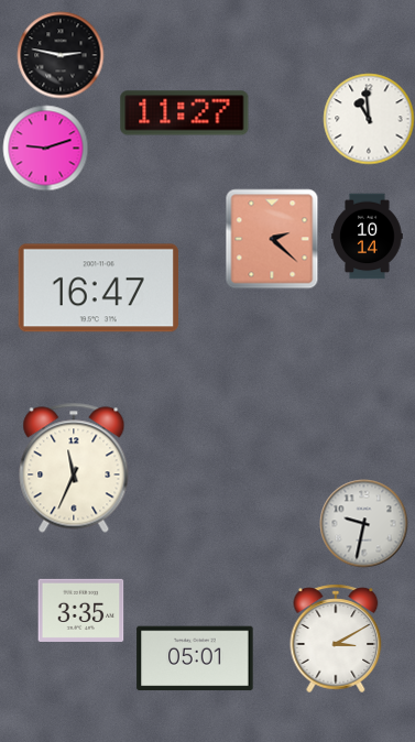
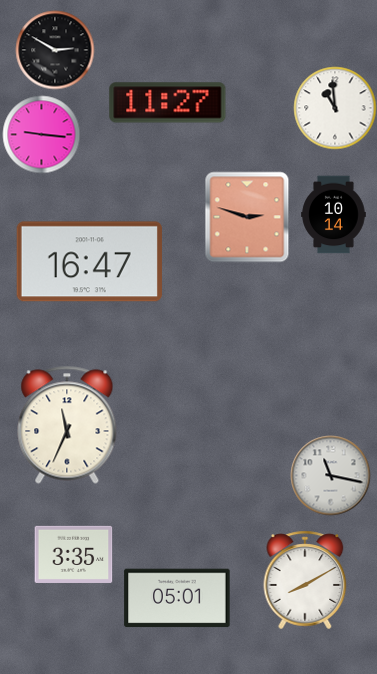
clock at (61, 55): 2:47 -> 2:50
clock at (45, 148): 9:12 -> 9:16
clock at (272, 239): 2:22 -> 2:48
clock at (363, 523): 9:32 -> 11:17
clock at (336, 639): 3:10 -> 8:10
